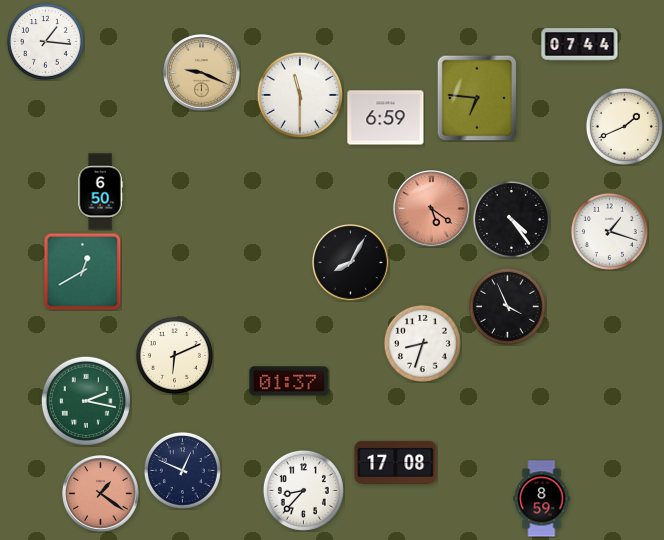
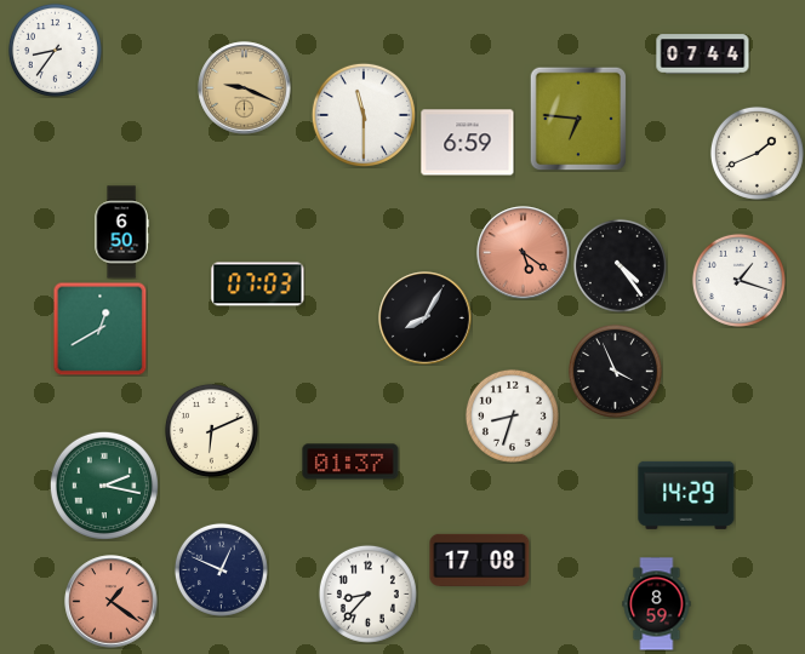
clock at (45, 41): 1:16 -> 8:36
clock at (258, 285): none -> 07:03
clock at (686, 495): none -> 14:29
clock at (101, 494) position: (101, 494) -> (112, 602)
